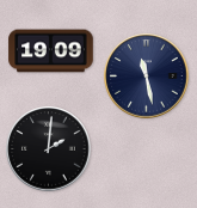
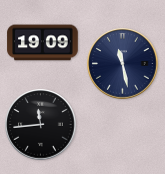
clock at (49, 149): 2:01 -> 11:44
